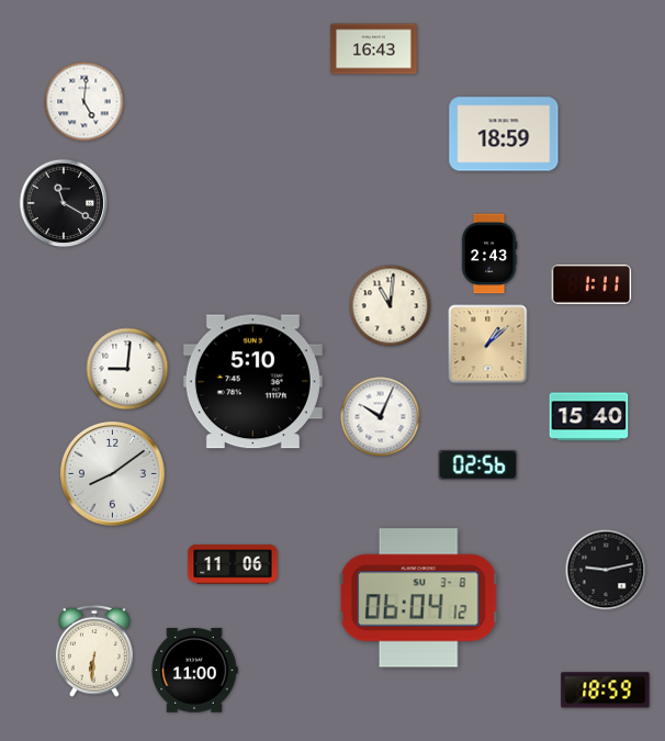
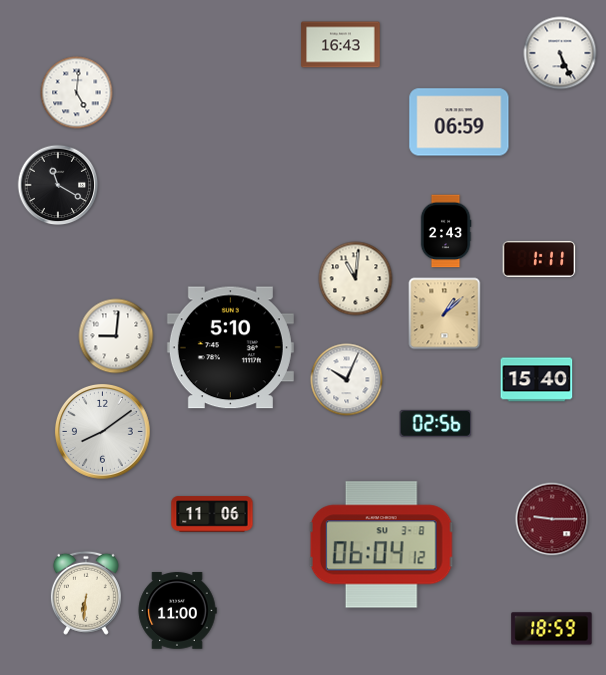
clock at (560, 53): none -> 5:26
clock at (504, 134): 18:59 -> 06:59
clock at (606, 570): 9:13 -> 9:15
clock at (606, 570) dial: black -> burgundy
